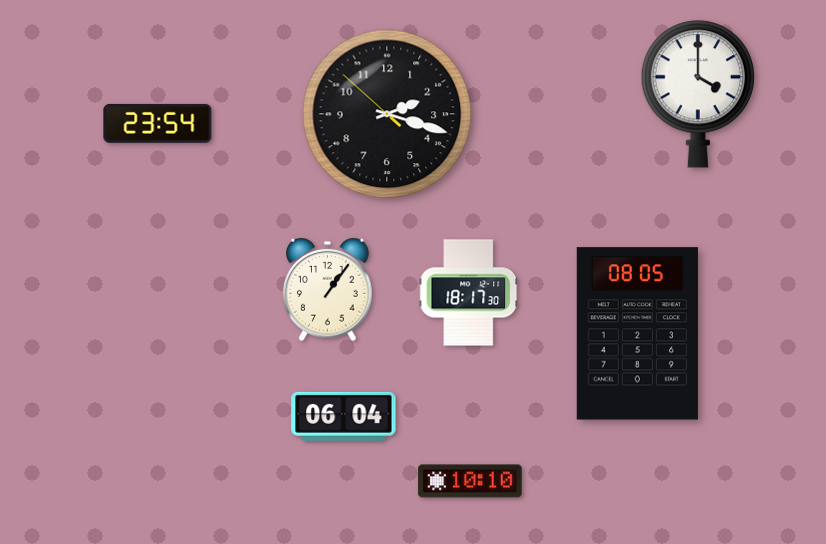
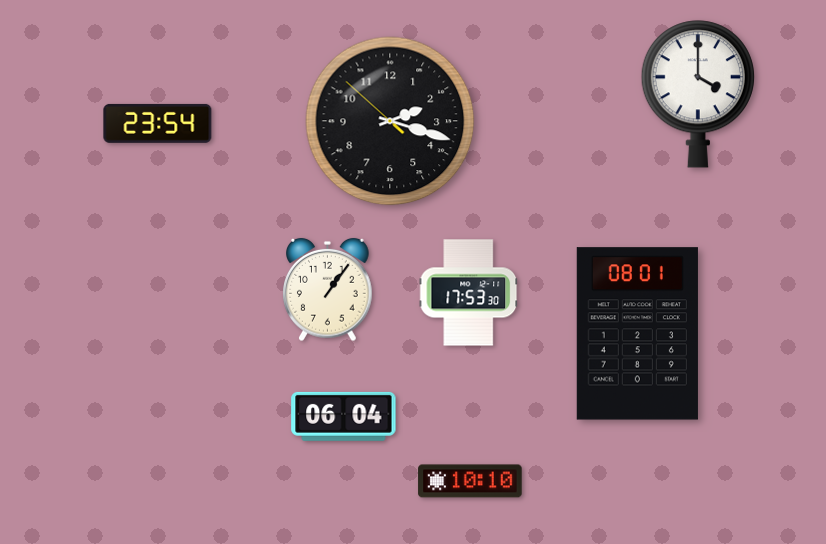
clock at (387, 114) position: (387, 114) -> (390, 121)
clock at (469, 293): 18:17 -> 17:53
clock at (637, 334): 08:05 -> 08:01
